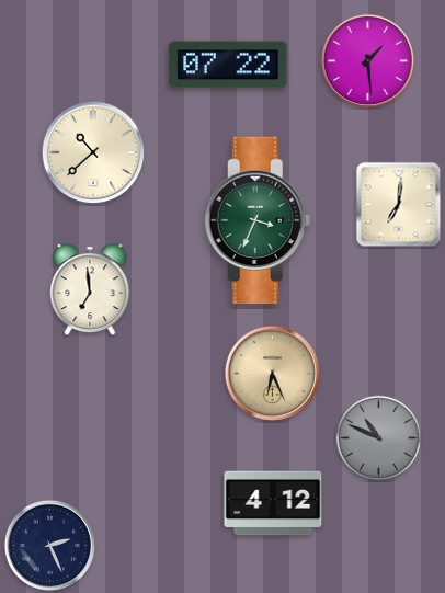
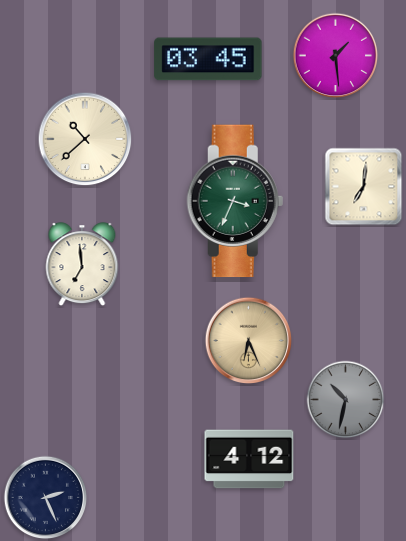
clock at (228, 65): 07:22 -> 03:45
clock at (379, 438): 10:49 -> 10:32
